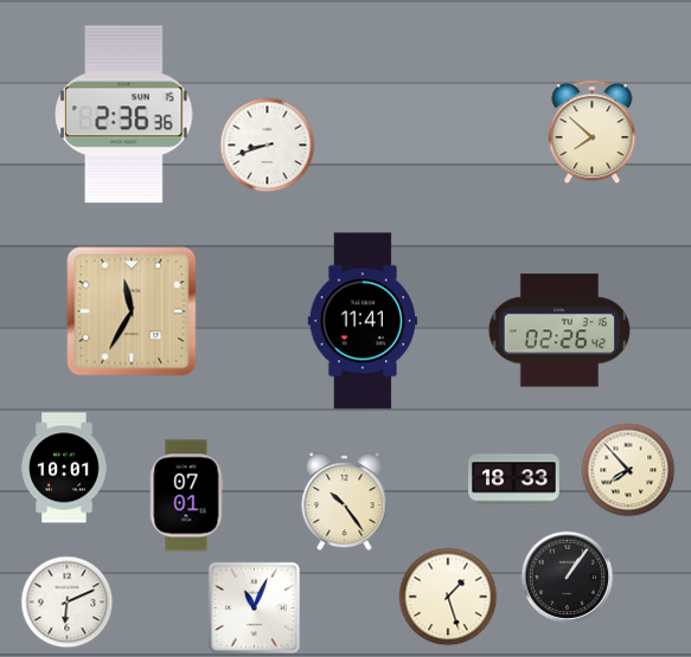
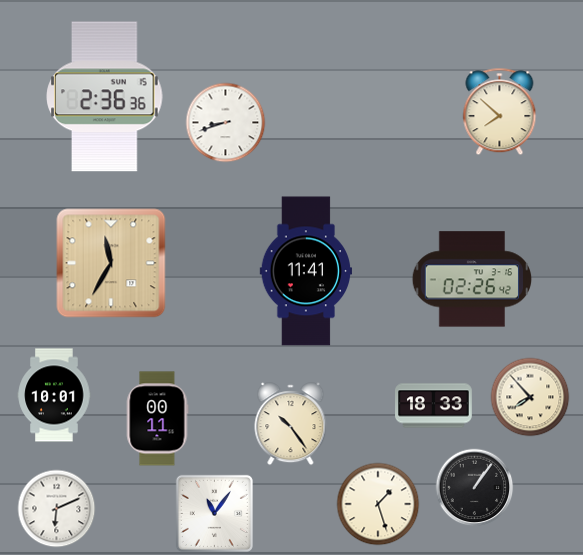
clock at (186, 496): 07:01 -> 00:11
clock at (567, 577) position: (567, 577) -> (474, 487)
clock at (254, 607): 11:04 -> 11:06
